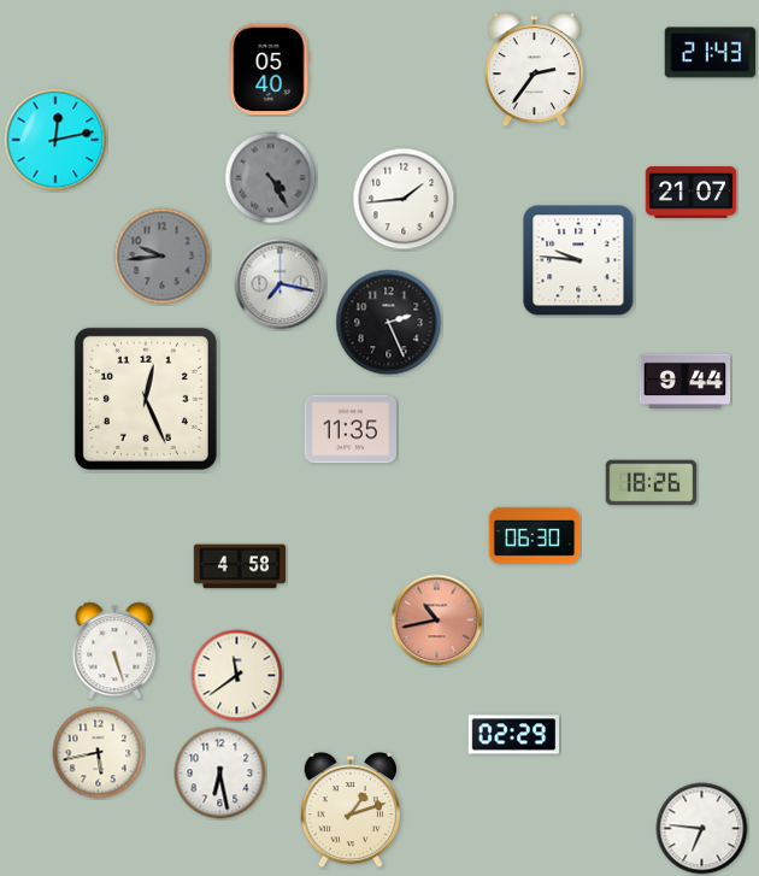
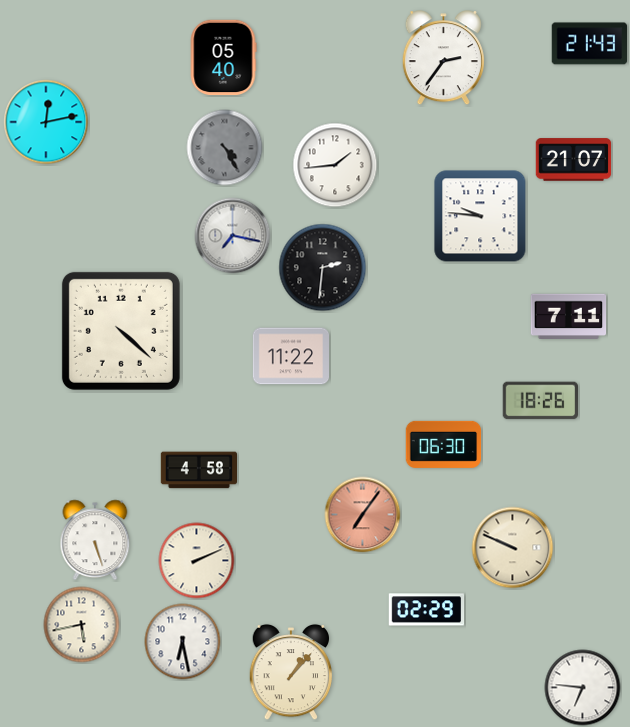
clock at (55, 140) position: (55, 140) -> (46, 122)
clock at (163, 257): 9:44 -> none
clock at (389, 323): 2:26 -> 2:31
clock at (686, 381): 9:44 -> 7:11
clock at (146, 399): 12:26 -> 4:22
clock at (349, 429): 11:35 -> 11:22
clock at (437, 621): 10:43 -> 7:06
clock at (513, 548): none -> 9:49
clock at (237, 676): 11:39 -> 2:11
clock at (351, 810): 1:12 -> 1:07
